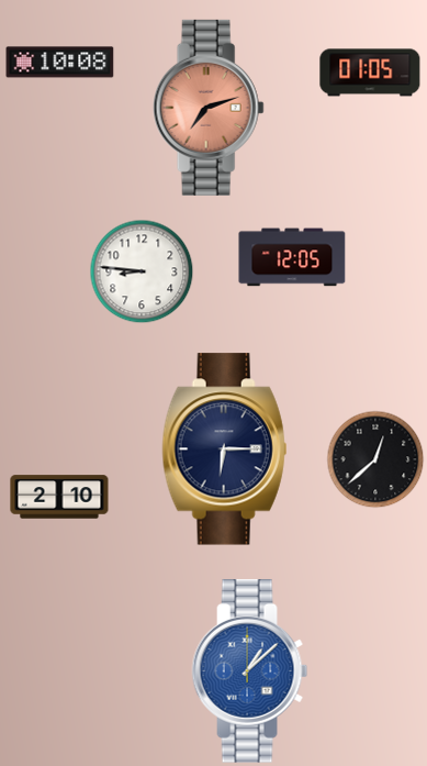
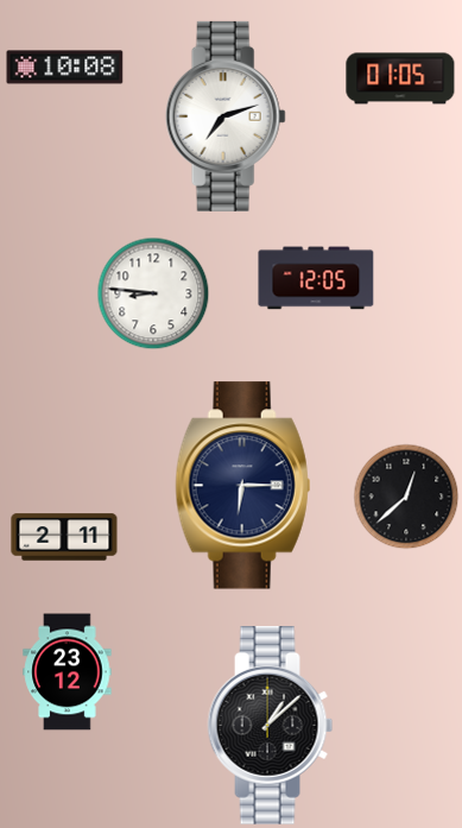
clock at (209, 108) dial: salmon -> white
clock at (59, 497): 2:10 -> 2:11
clock at (68, 672): none -> 23:12
clock at (250, 670) dial: blue -> black
